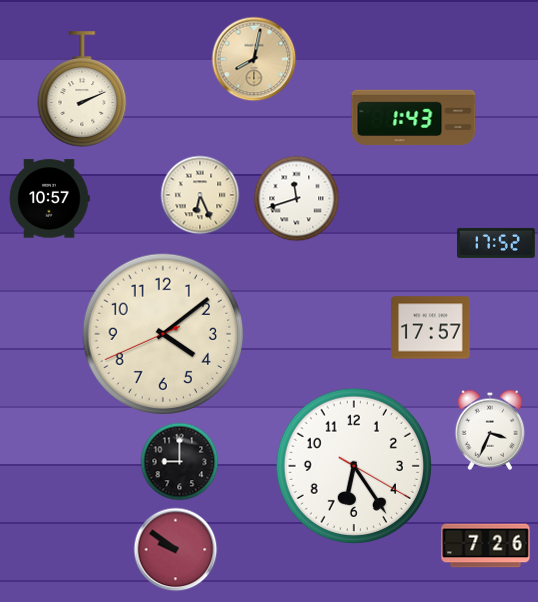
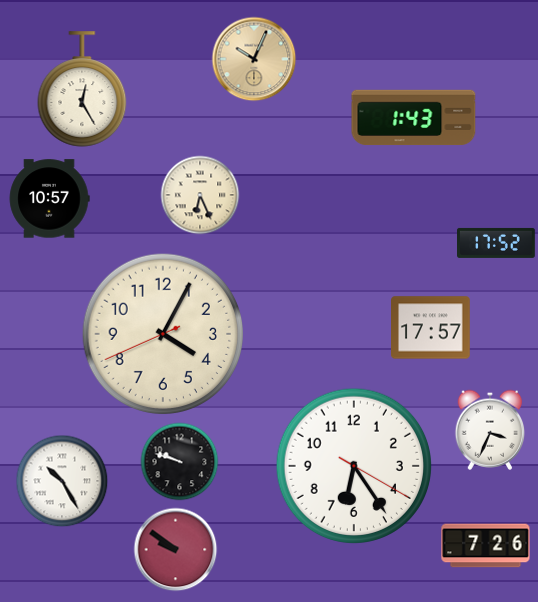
clock at (254, 59): 8:02 -> 10:04
clock at (82, 89): 2:11 -> 12:25
clock at (297, 199): 11:42 -> none
clock at (162, 333): 4:08 -> 4:04
clock at (180, 462): 9:00 -> 9:48
clock at (62, 481): none -> 10:25
